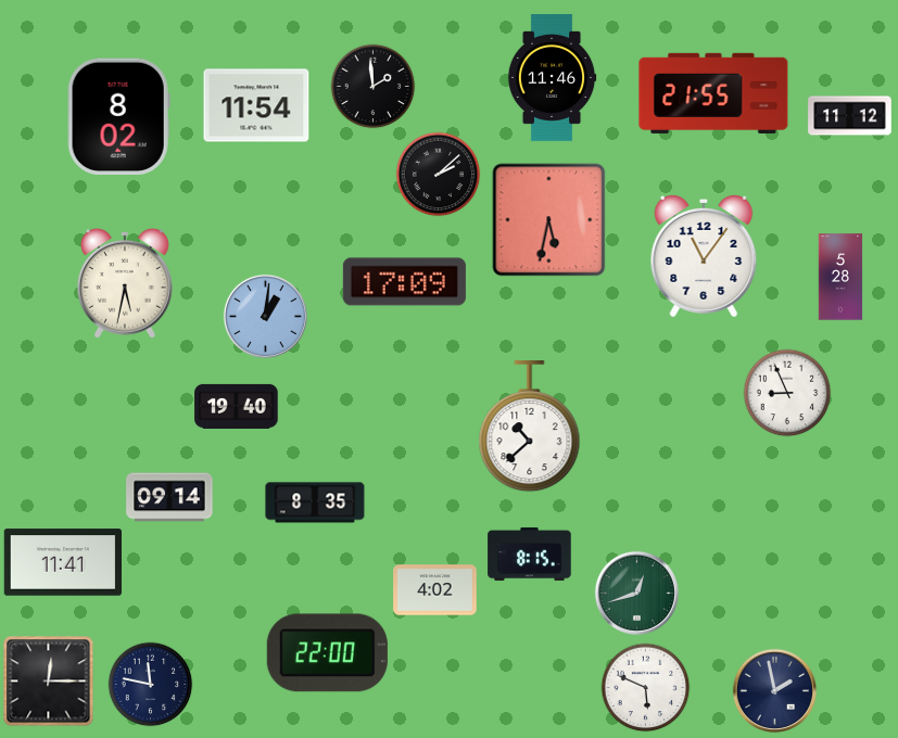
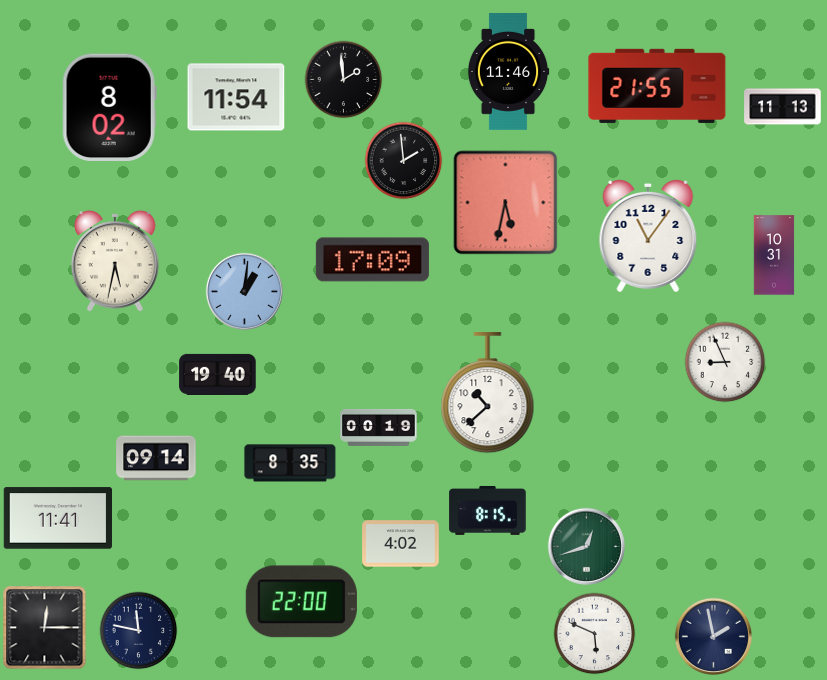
clock at (850, 116): 11:12 -> 11:13
clock at (438, 174): 2:08 -> 1:59
clock at (840, 277): 5:28 -> 10:31
clock at (379, 427): none -> 00:19
